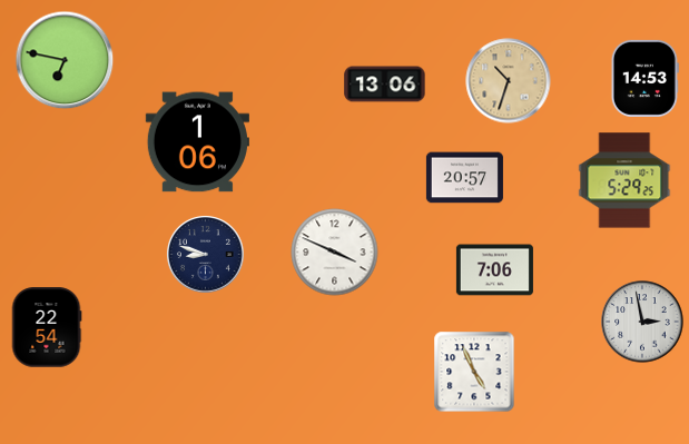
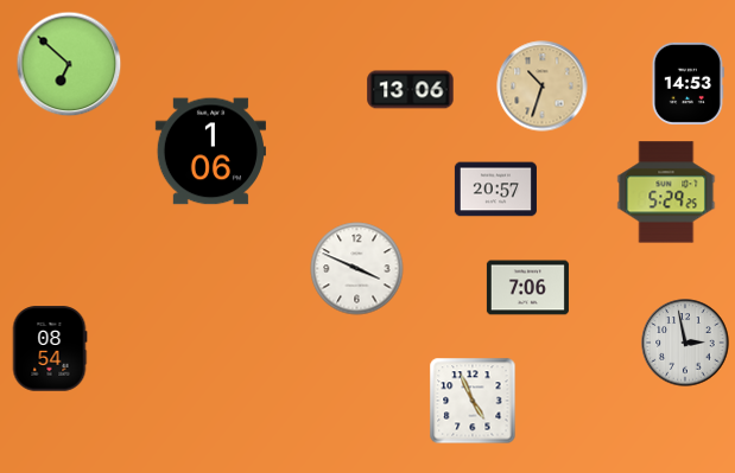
clock at (65, 60): 6:47 -> 6:52
clock at (206, 255): 8:48 -> none
clock at (47, 327): 22:54 -> 08:54
clock at (474, 372) position: (474, 372) -> (473, 401)
